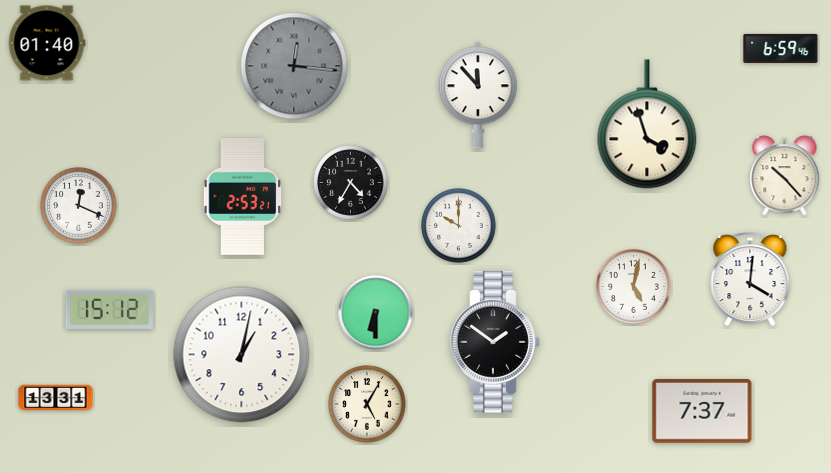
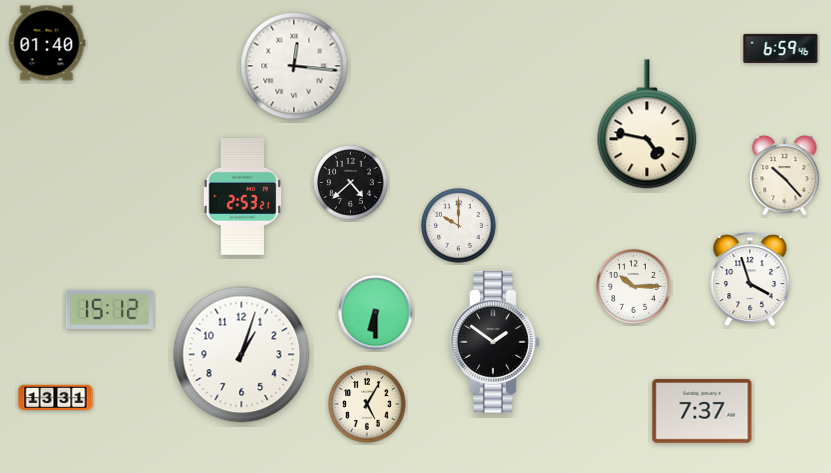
clock at (294, 66) dial: grey -> white
clock at (478, 95): 11:53 -> none
clock at (647, 124): 3:57 -> 4:47
clock at (351, 183): 4:35 -> 4:38
clock at (79, 206): 12:19 -> none
clock at (750, 279): 4:01 -> 3:57
clock at (634, 287): 5:02 -> 10:15
clock at (242, 355): 1:02 -> 1:03
